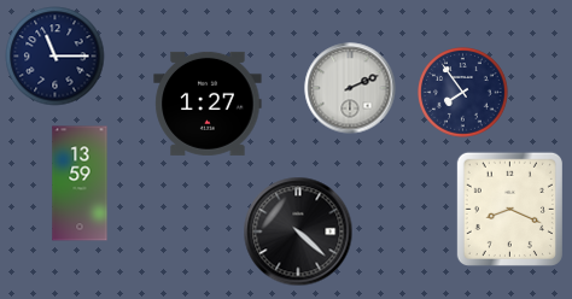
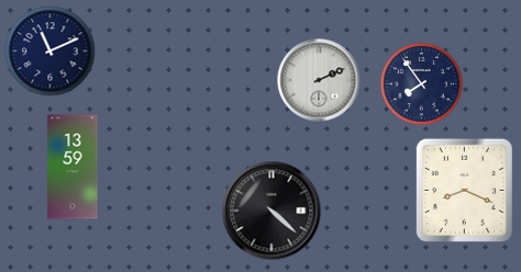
clock at (56, 57): 11:15 -> 11:11
clock at (208, 104): 1:27 -> none
